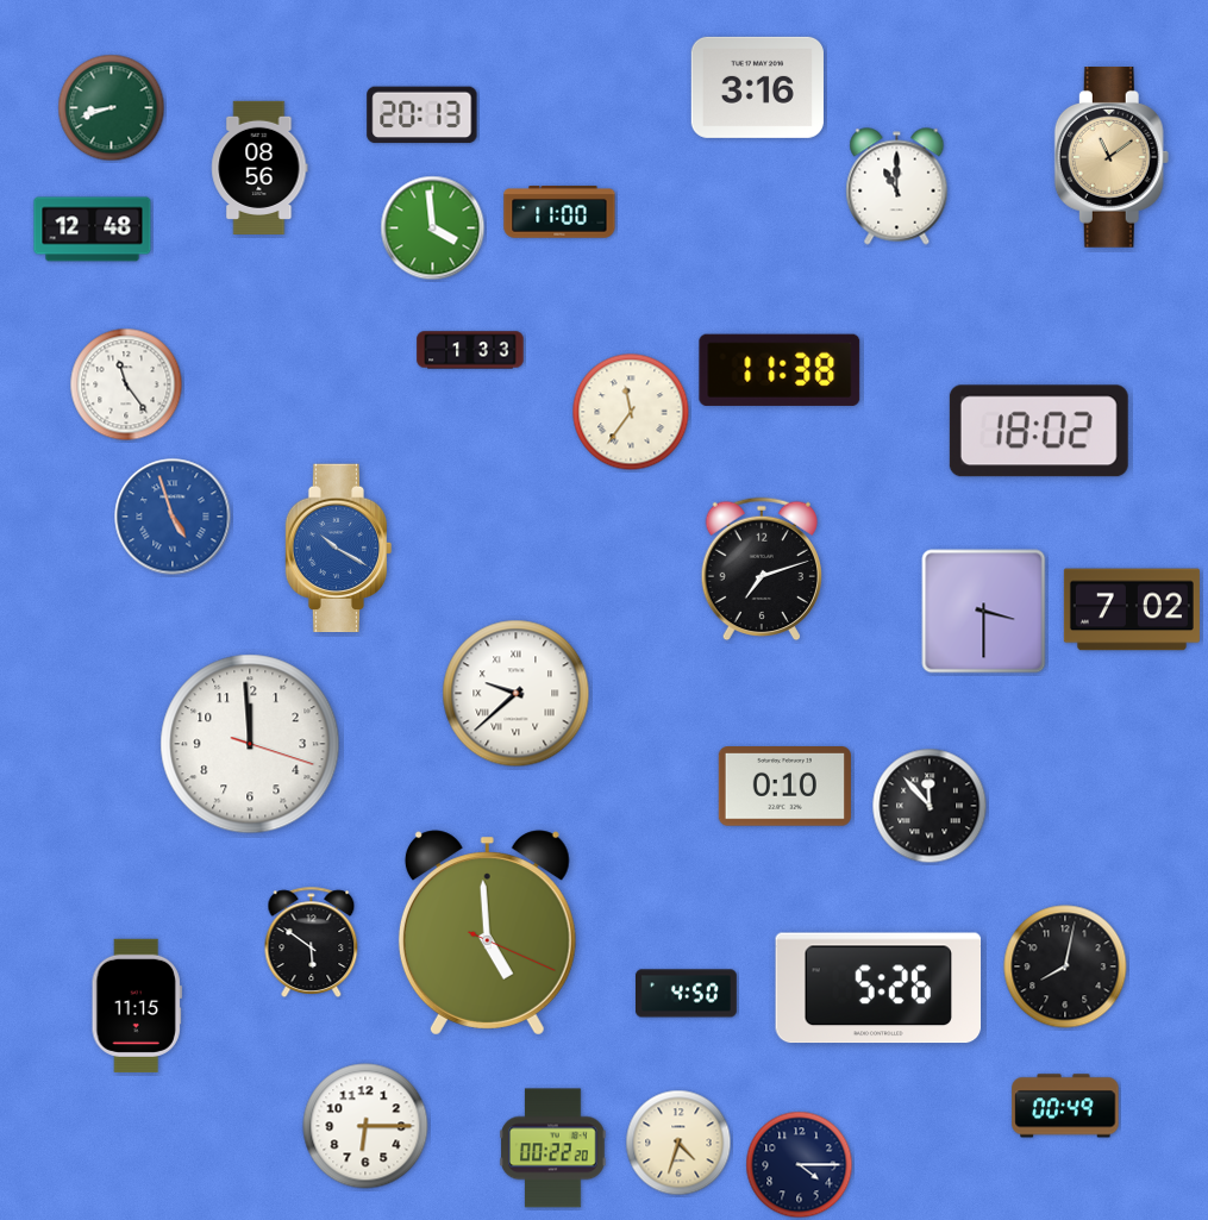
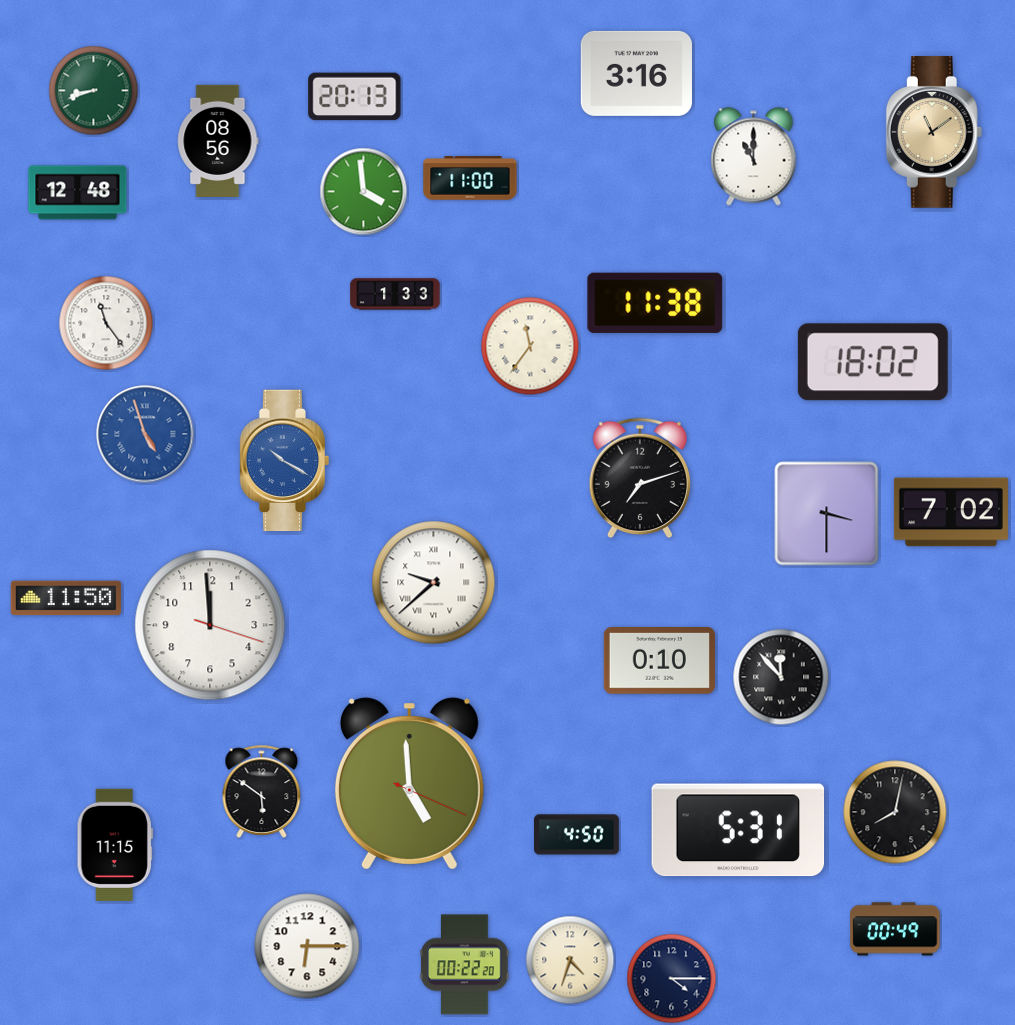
clock at (780, 370) position: (780, 370) -> (655, 303)
clock at (66, 598): none -> 11:50
clock at (878, 988): 5:26 -> 5:31
